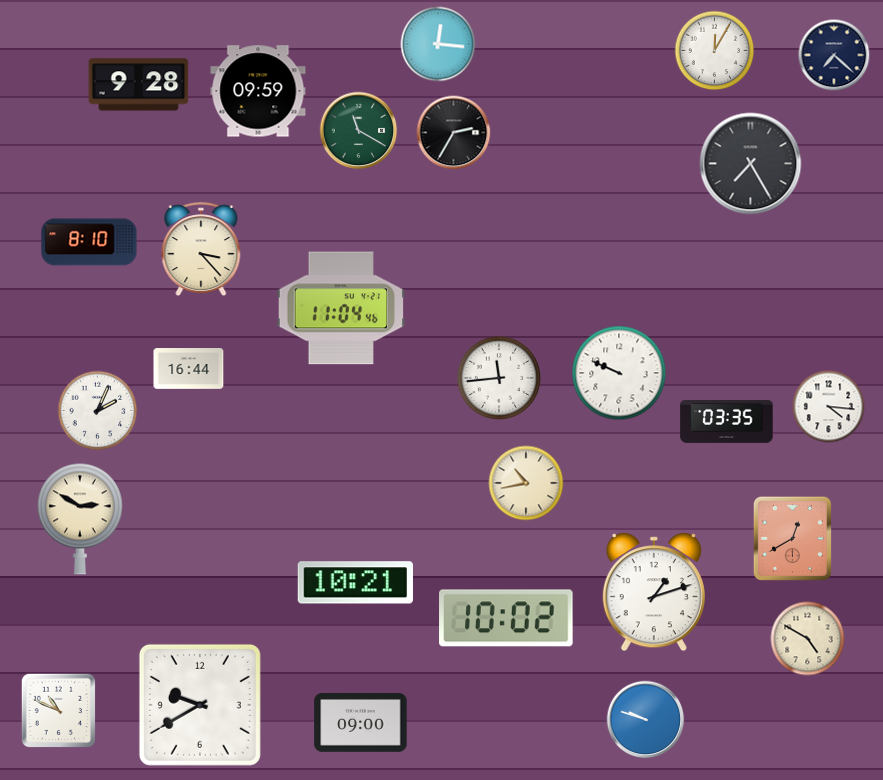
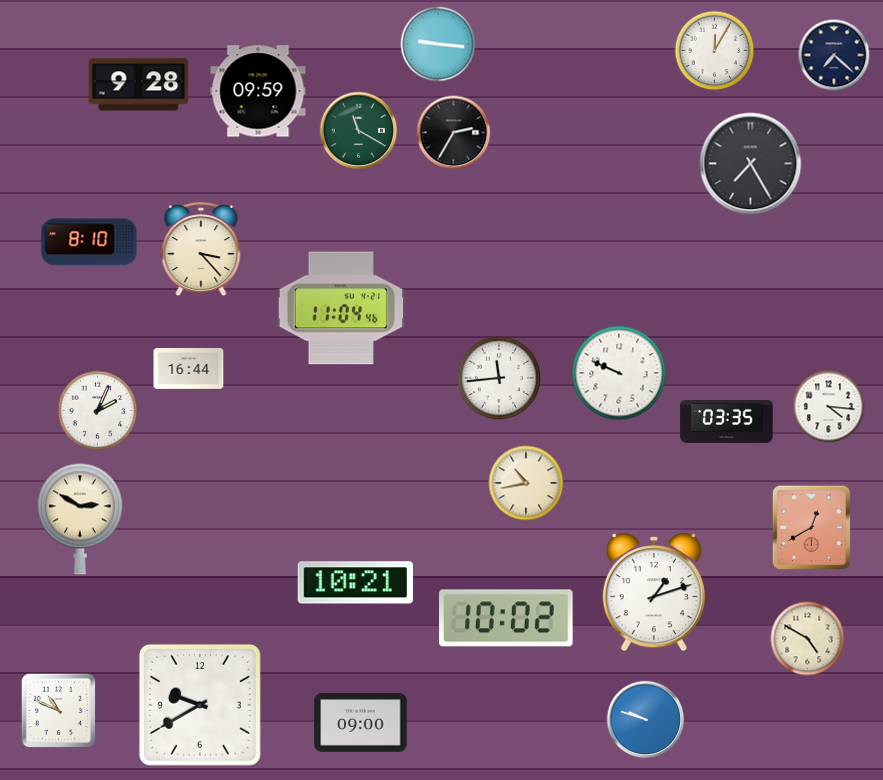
clock at (438, 44): 12:16 -> 9:16
clock at (792, 538) position: (792, 538) -> (811, 527)
